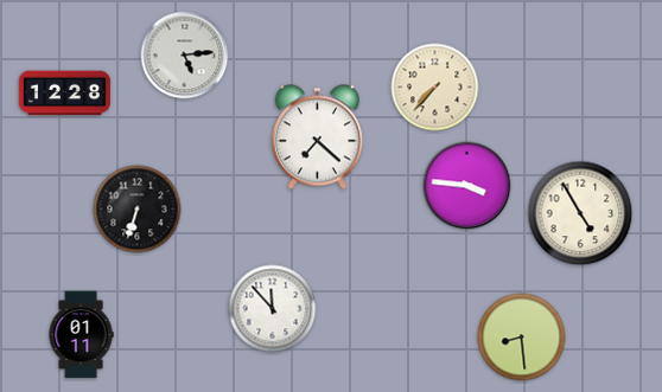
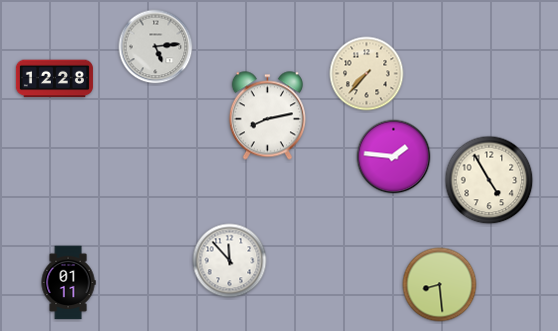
clock at (317, 137): 7:22 -> 8:13
clock at (467, 186): 3:46 -> 1:46
clock at (138, 210): 6:33 -> none
